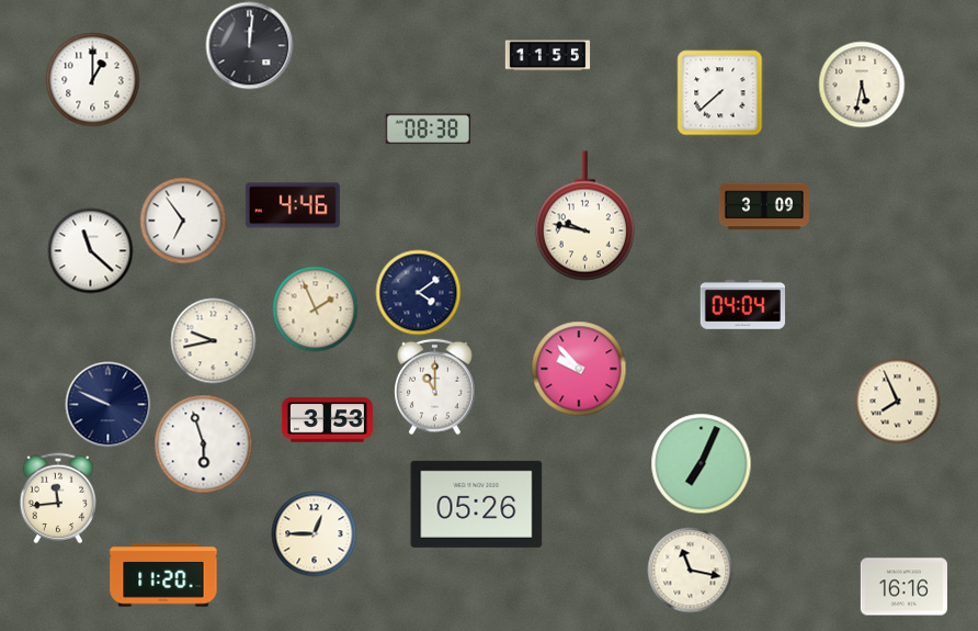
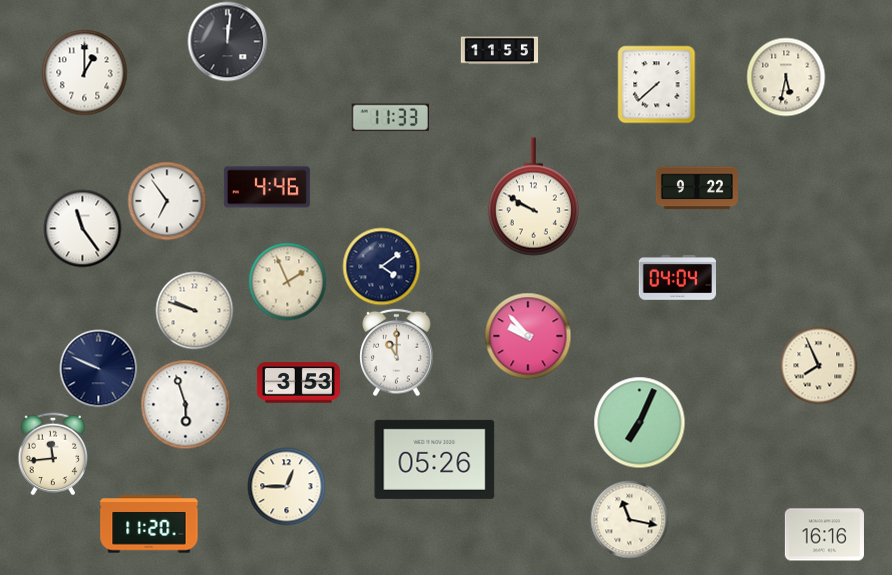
clock at (428, 129): 08:38 -> 11:33
clock at (764, 206): 3:09 -> 9:22
clock at (584, 216): 9:47 -> 9:50
clock at (90, 250): 11:22 -> 11:24
clock at (213, 340): 9:43 -> 9:48
